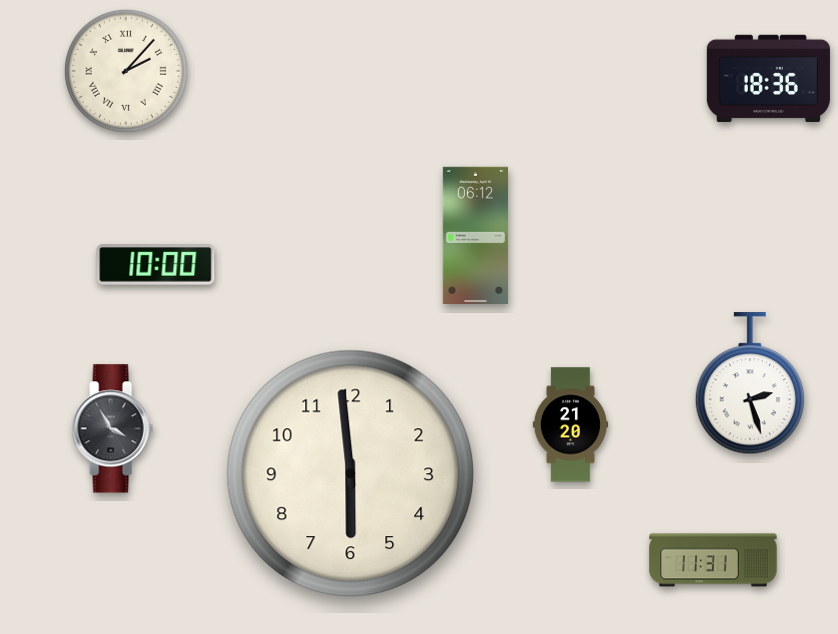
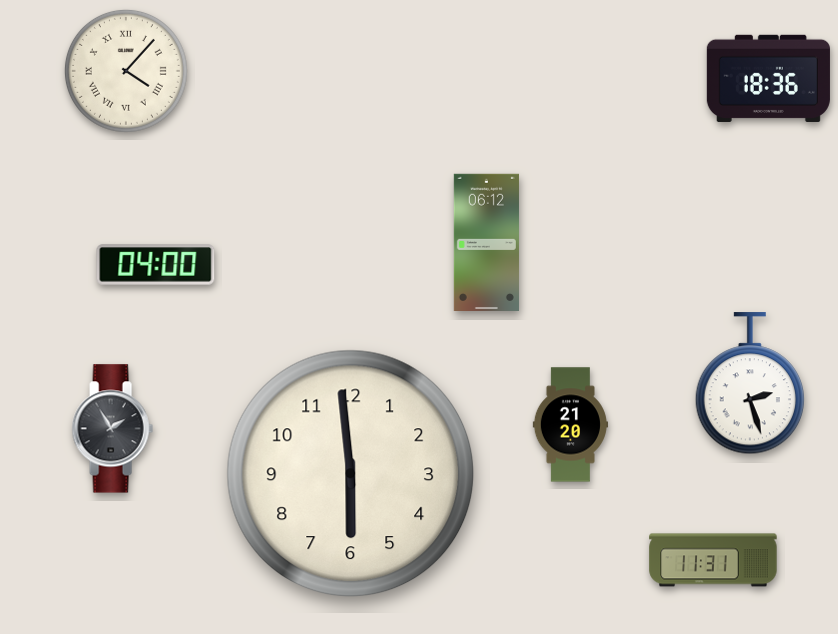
clock at (126, 71): 2:07 -> 4:07
clock at (475, 235) position: (475, 235) -> (486, 242)
clock at (156, 265): 10:00 -> 04:00
clock at (112, 429): 3:55 -> 1:55
